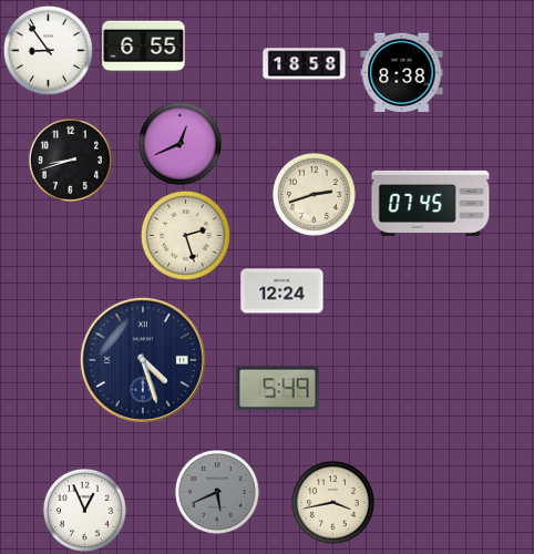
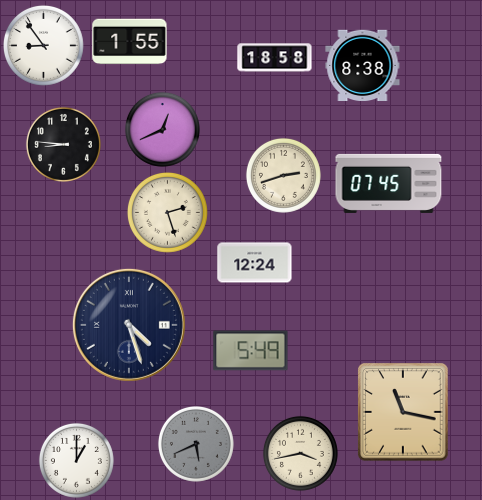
clock at (144, 47): 6:55 -> 1:55
clock at (70, 160): 8:42 -> 8:46
clock at (403, 412): none -> 11:17
clock at (84, 510): 12:56 -> 1:00
